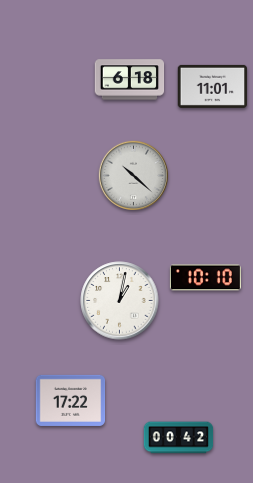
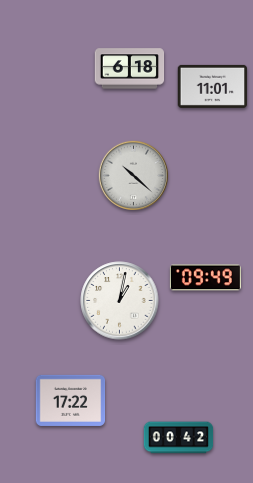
clock at (130, 80) position: (130, 80) -> (130, 69)
clock at (205, 278): 10:10 -> 09:49
